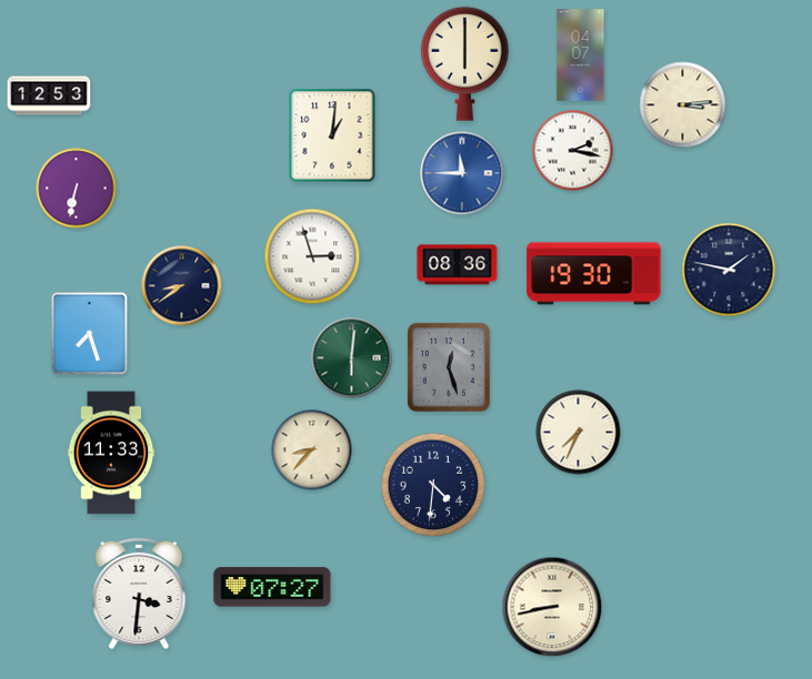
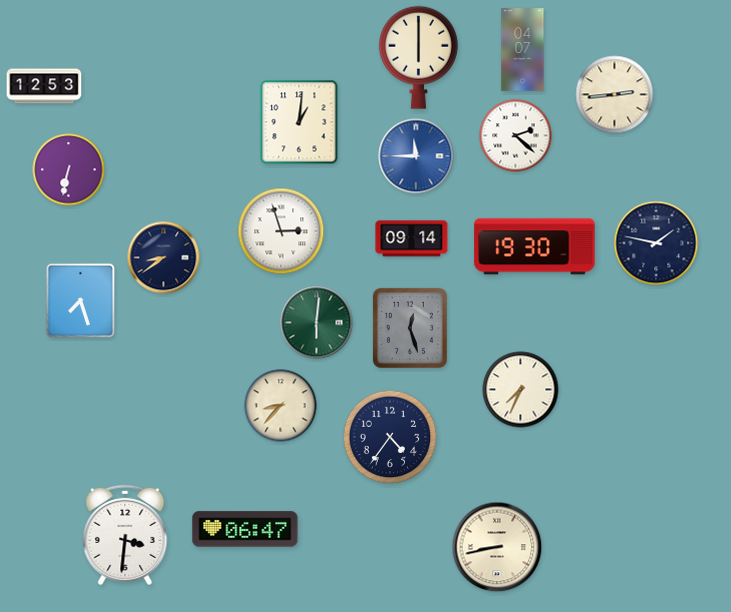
clock at (683, 105): 3:14 -> 2:44
clock at (573, 151): 2:17 -> 2:22
clock at (458, 265): 08:36 -> 09:14
clock at (449, 367) position: (449, 367) -> (410, 328)
clock at (111, 453): 11:33 -> none
clock at (433, 485): 4:31 -> 4:36
clock at (272, 587): 07:27 -> 06:47
